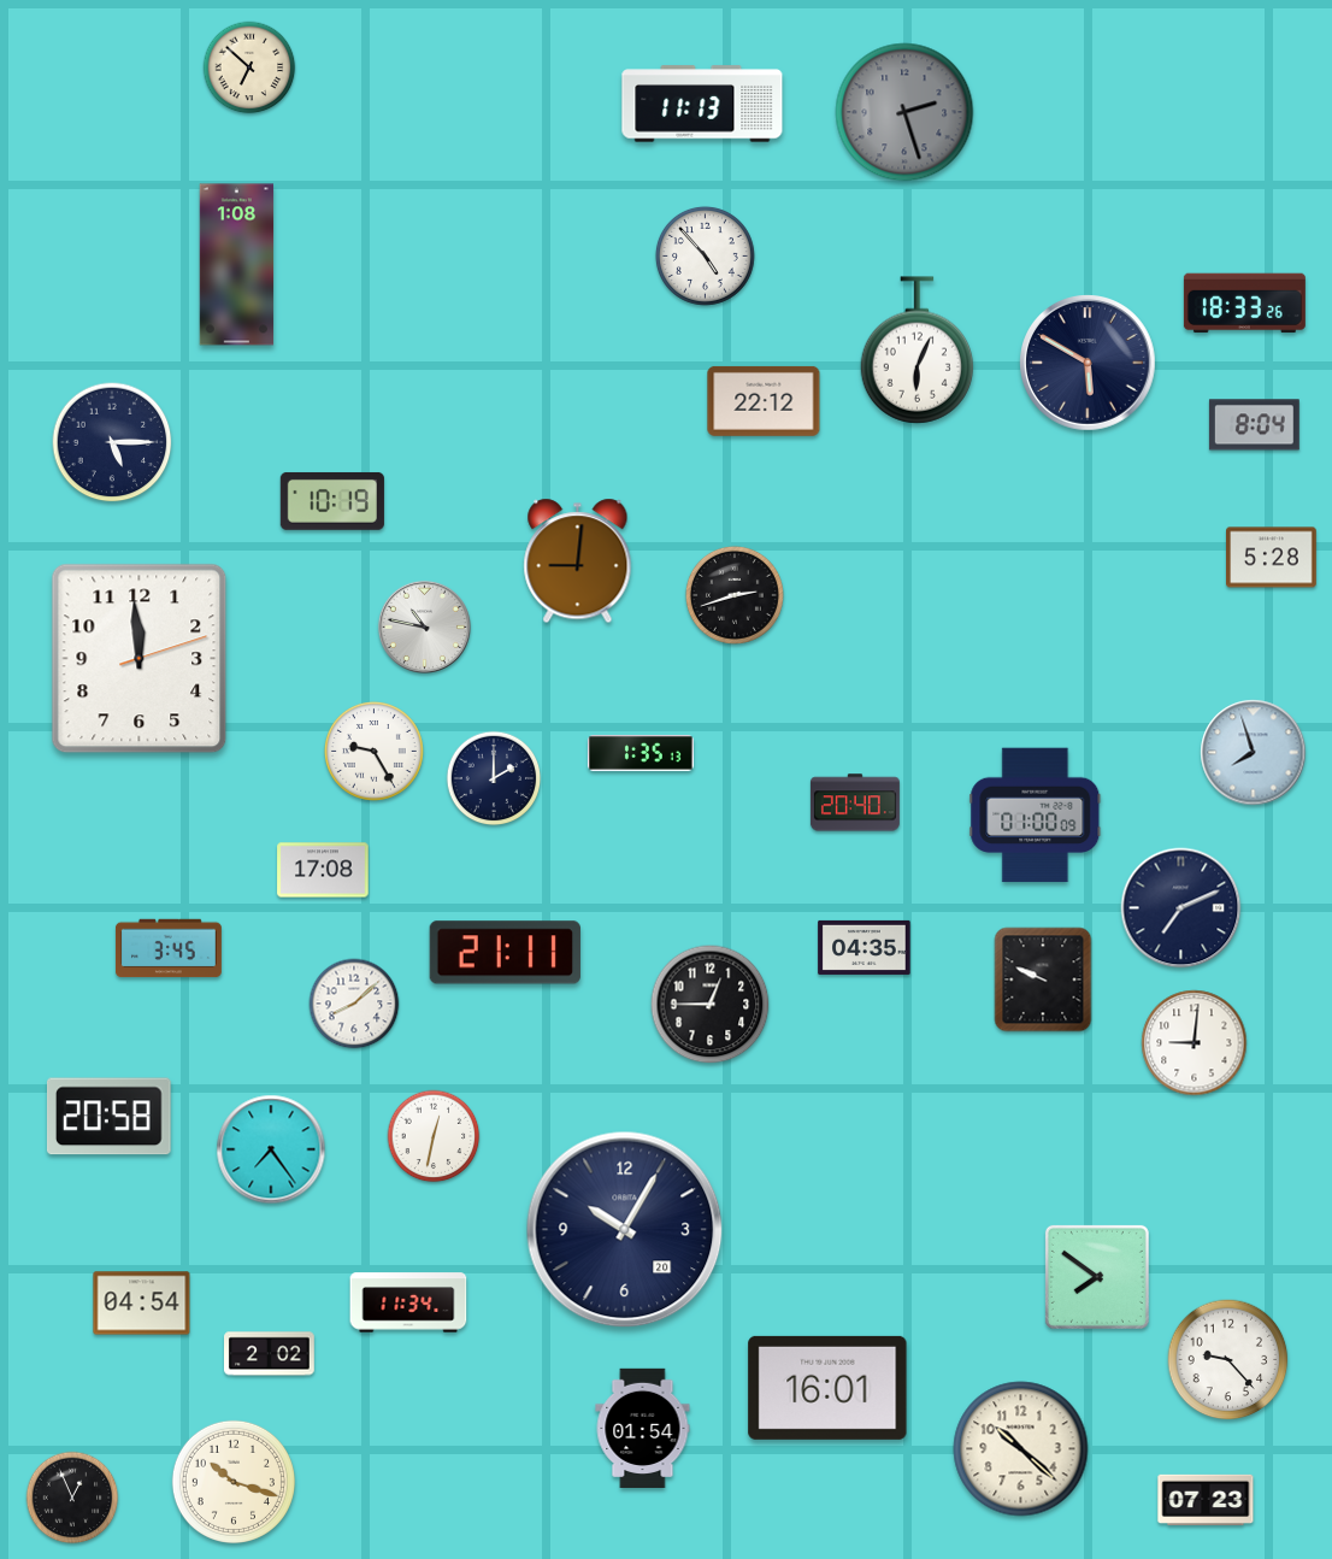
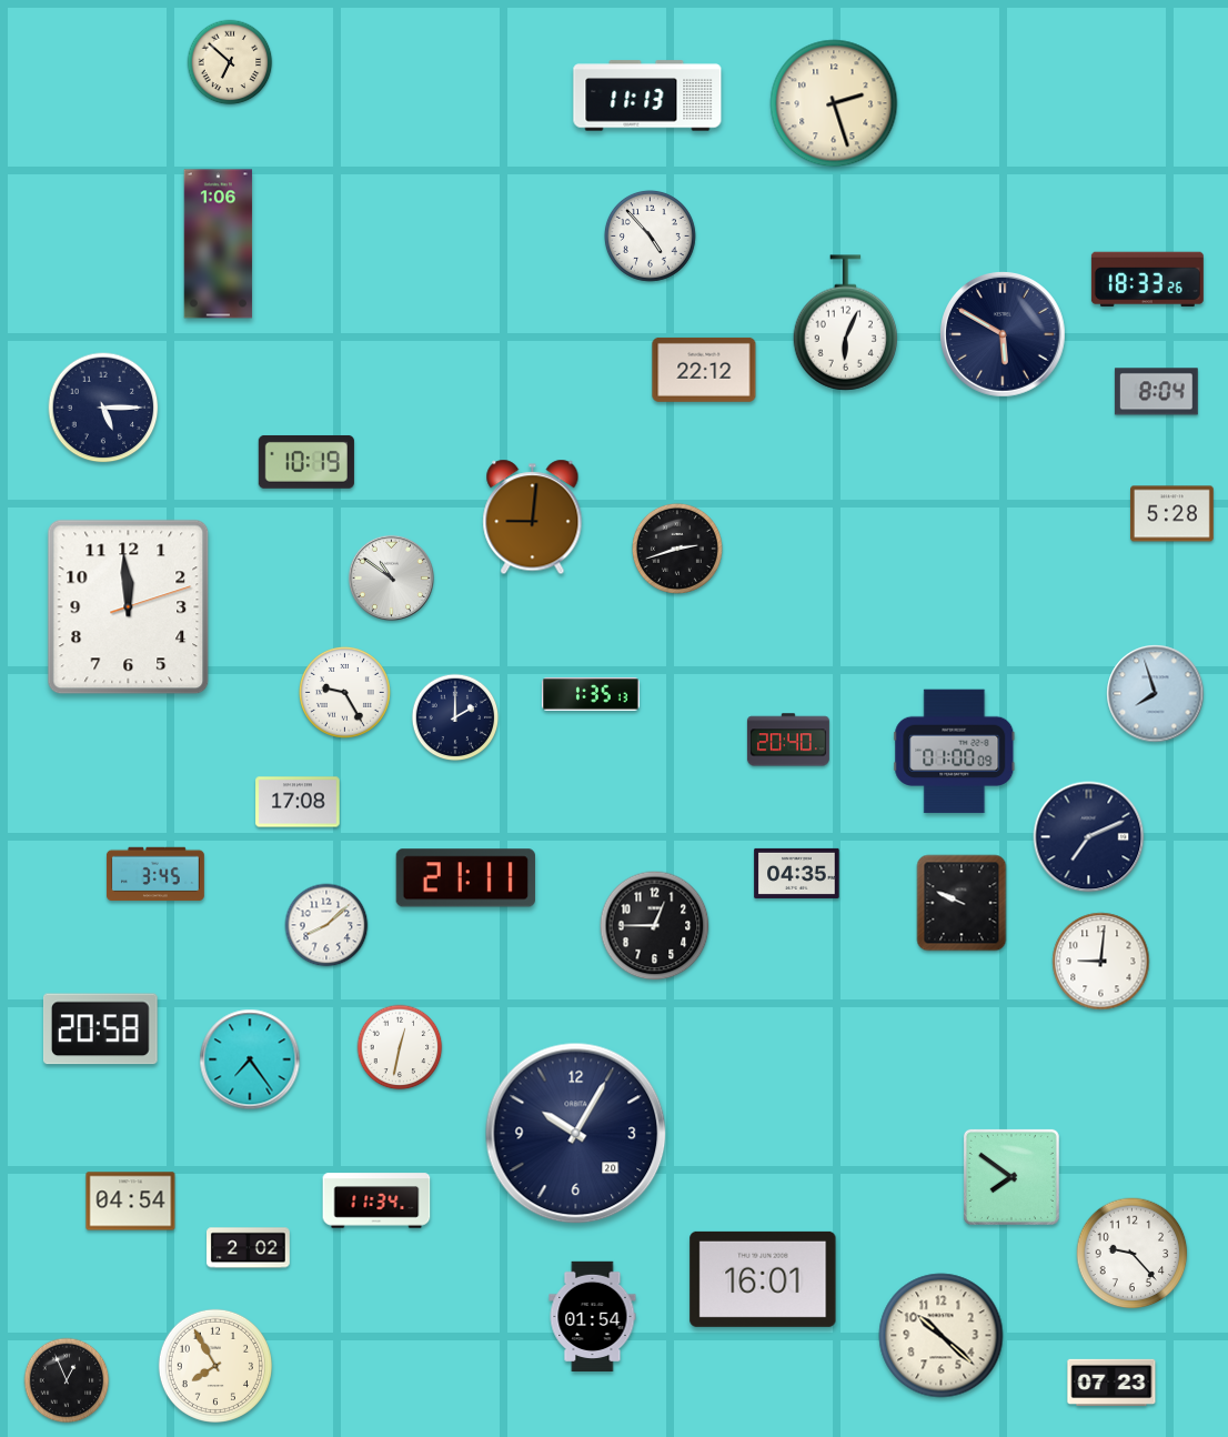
clock at (904, 112) dial: grey -> cream
clock at (237, 265): 1:08 -> 1:06
clock at (424, 626): 10:47 -> 10:51
clock at (234, 1482): 10:18 -> 7:55
